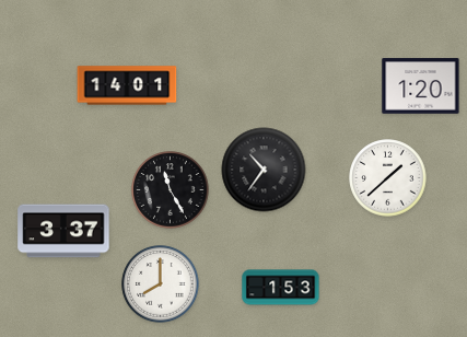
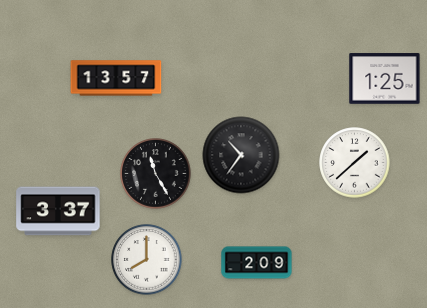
clock at (127, 85): 14:01 -> 13:57
clock at (421, 86): 1:20 -> 1:25
clock at (281, 288): 1:53 -> 2:09
